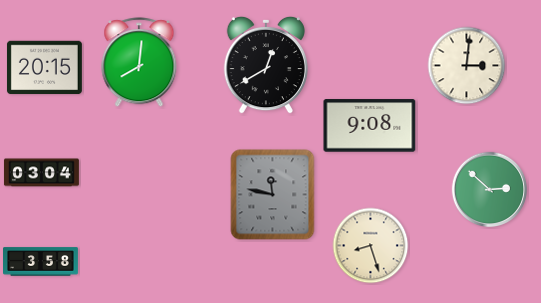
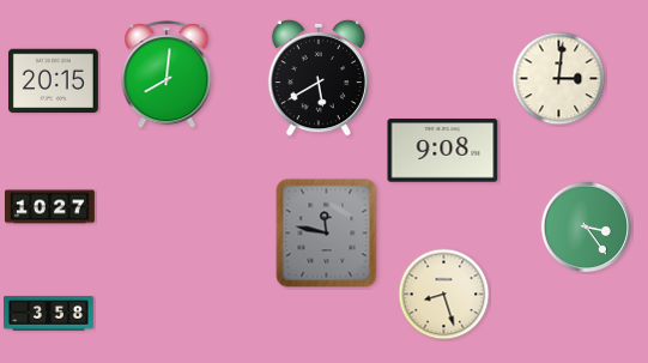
clock at (266, 65): 12:40 -> 5:40
clock at (42, 173): 03:04 -> 10:27
clock at (490, 190): 2:52 -> 3:24
